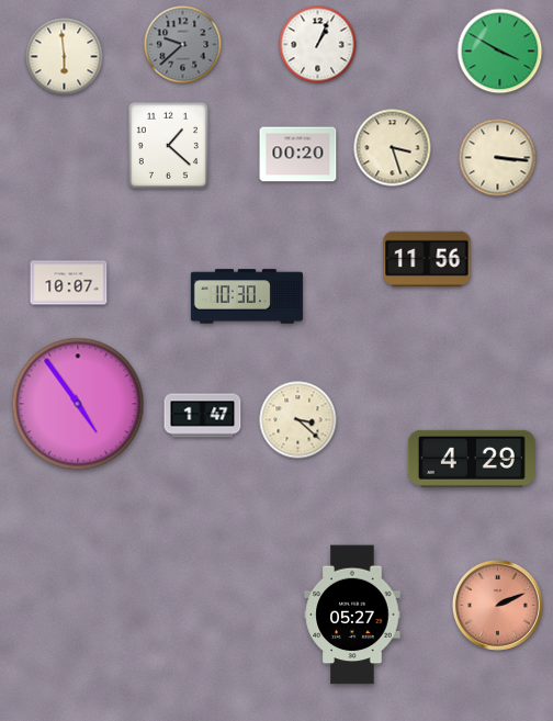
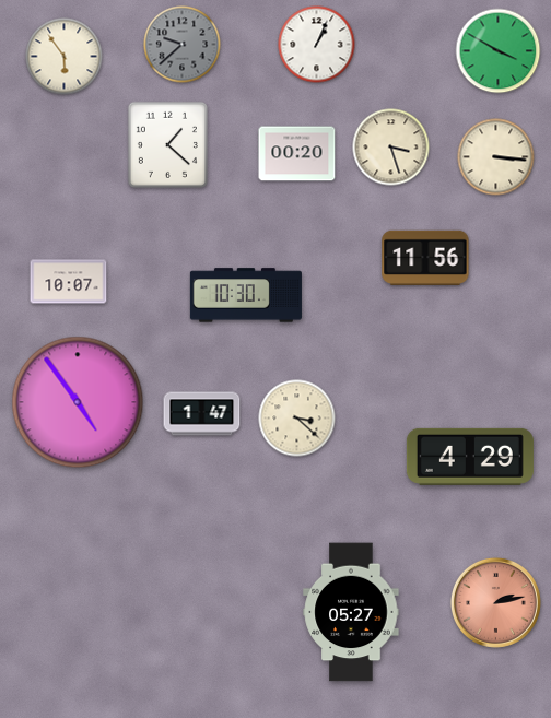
clock at (65, 57): 5:59 -> 5:54
clock at (497, 605): 2:11 -> 2:13
